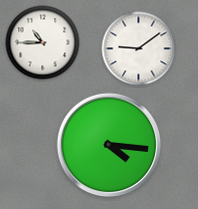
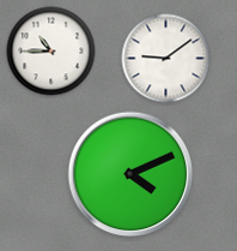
clock at (109, 145): 4:16 -> 4:11
